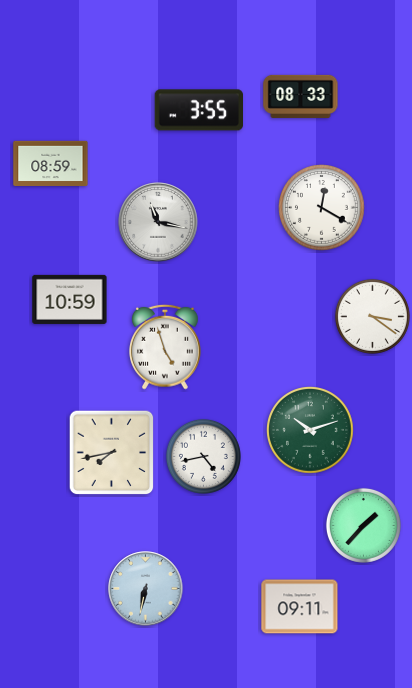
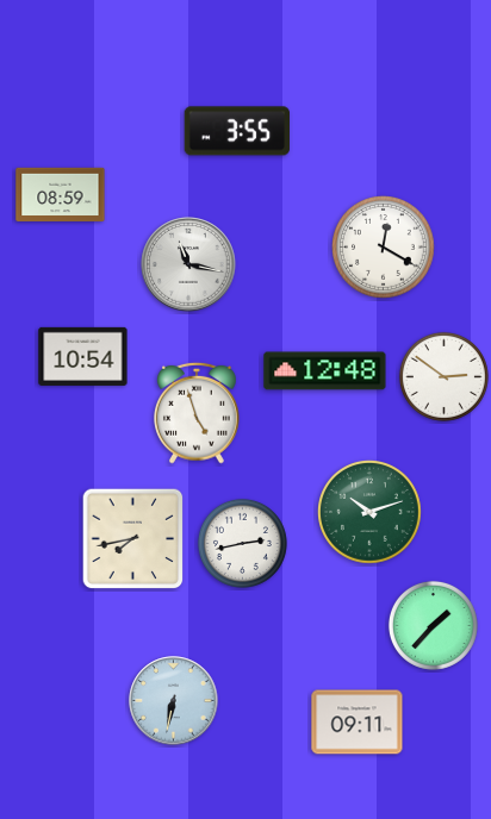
clock at (301, 96): 08:33 -> none
clock at (70, 299): 10:59 -> 10:54
clock at (325, 371): none -> 12:48
clock at (372, 316): 3:21 -> 2:51
clock at (203, 456): 4:43 -> 2:43
